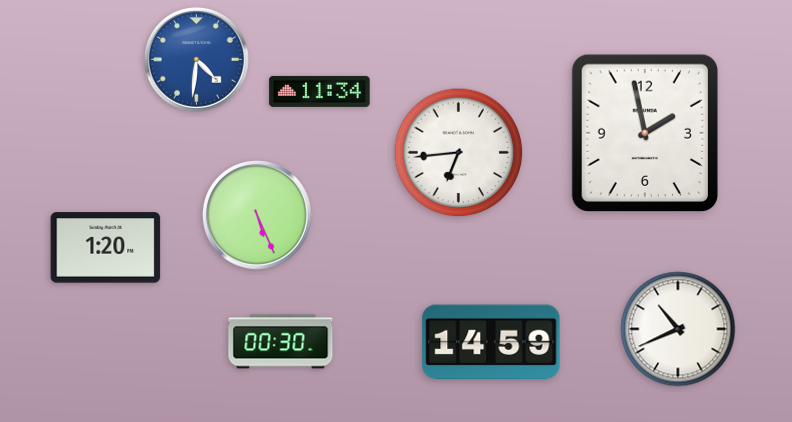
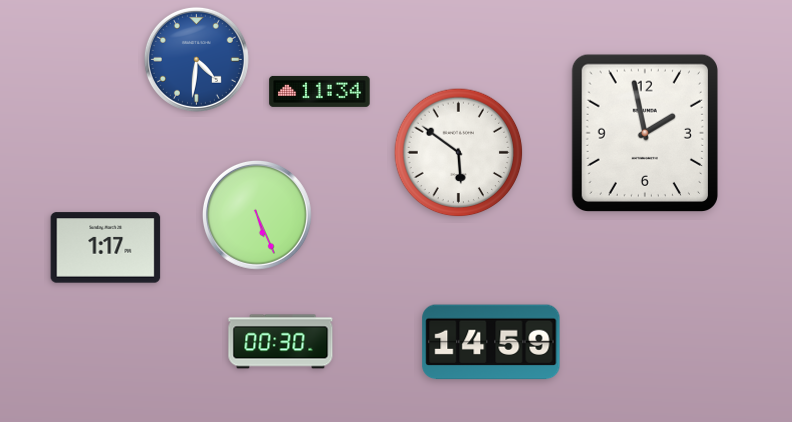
clock at (459, 153): 6:44 -> 5:51
clock at (106, 248): 1:20 -> 1:17
clock at (678, 329): 10:41 -> none
